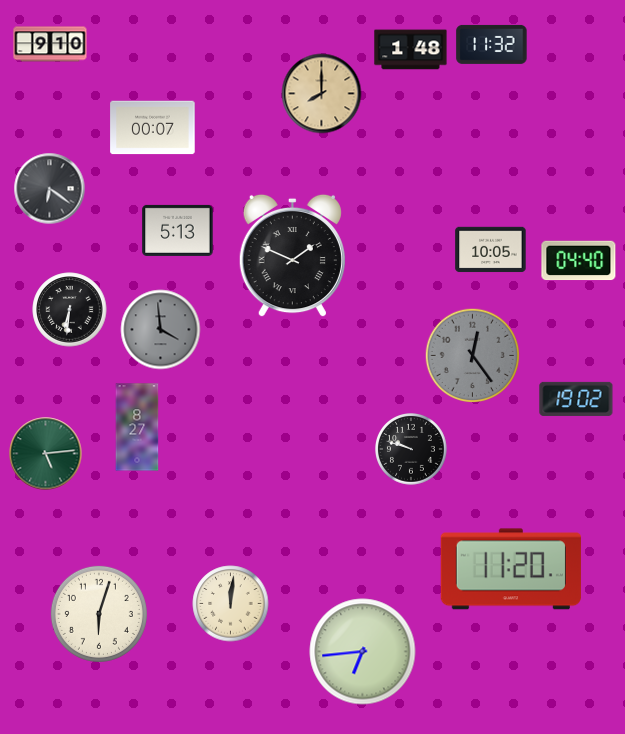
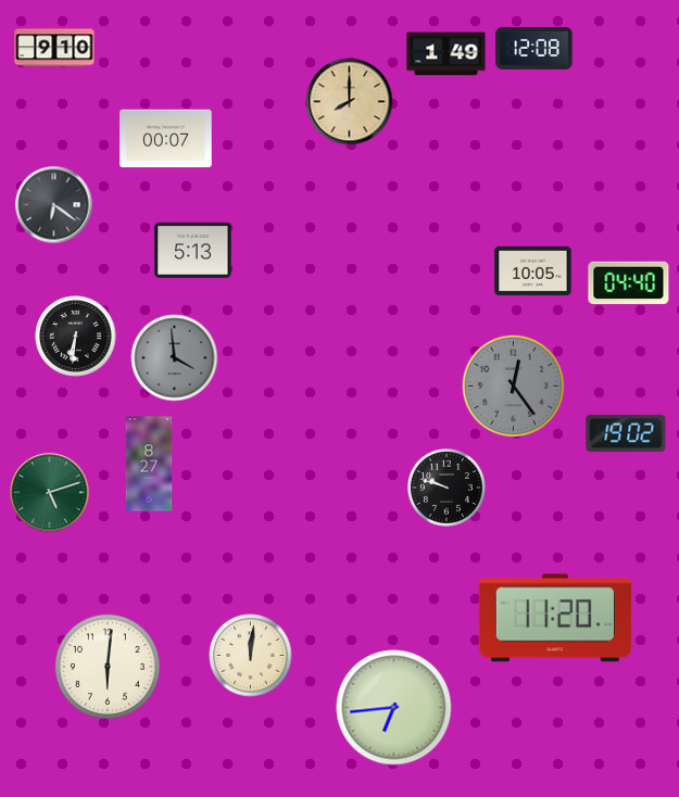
clock at (492, 44): 11:32 -> 12:08
clock at (411, 50): 1:48 -> 1:49
clock at (292, 256): 1:49 -> none
clock at (46, 454): 5:14 -> 5:12
clock at (99, 614): 6:03 -> 6:01
